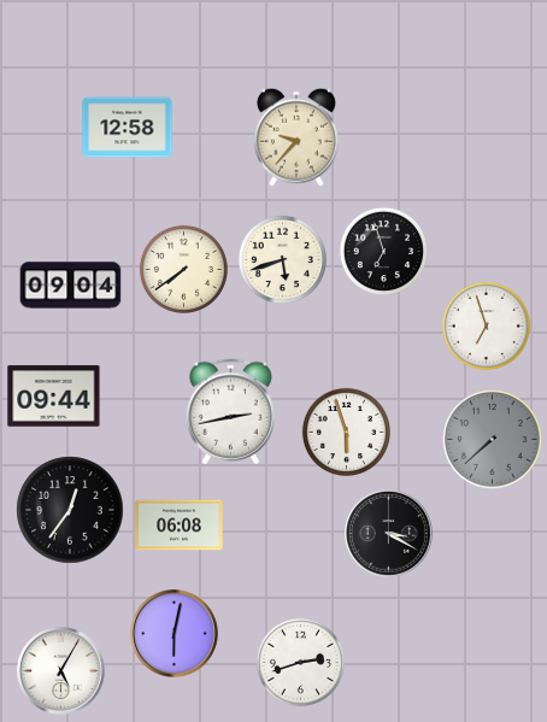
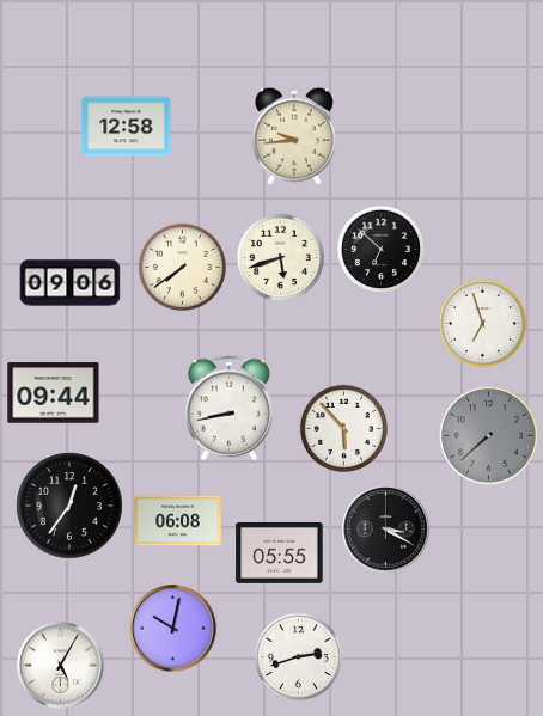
clock at (296, 137): 9:37 -> 9:44
clock at (383, 251): 6:57 -> 6:52
clock at (71, 286): 09:04 -> 09:06
clock at (230, 412): 2:43 -> 8:43
clock at (346, 432): 5:57 -> 5:53
clock at (280, 552): none -> 05:55
clock at (175, 634): 6:02 -> 10:02
